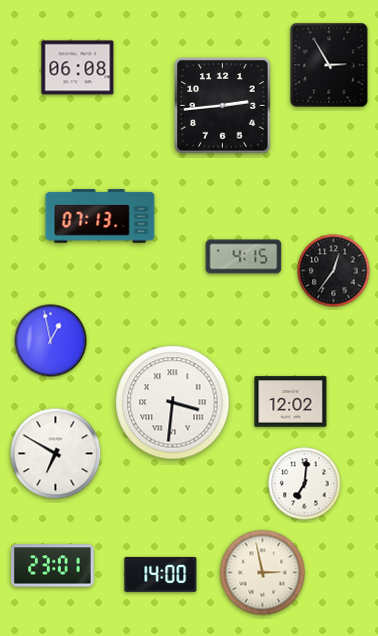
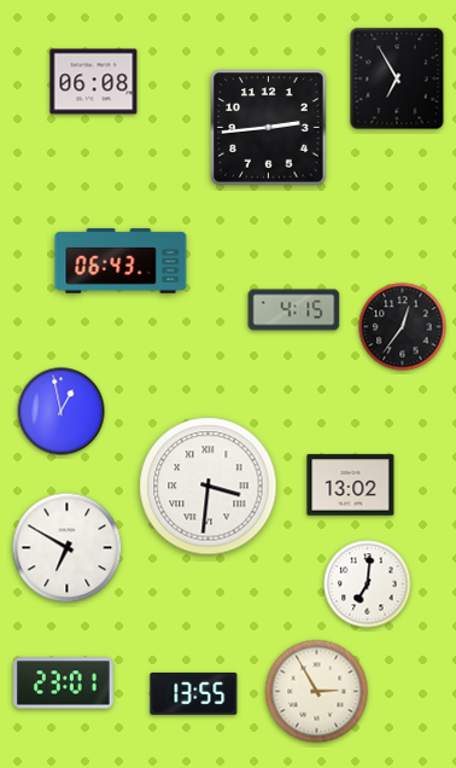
clock at (329, 65): 2:55 -> 6:55
clock at (100, 216): 07:13 -> 06:43
clock at (291, 402): 12:02 -> 13:02
clock at (263, 573): 2:58 -> 2:55
clock at (161, 574): 14:00 -> 13:55
